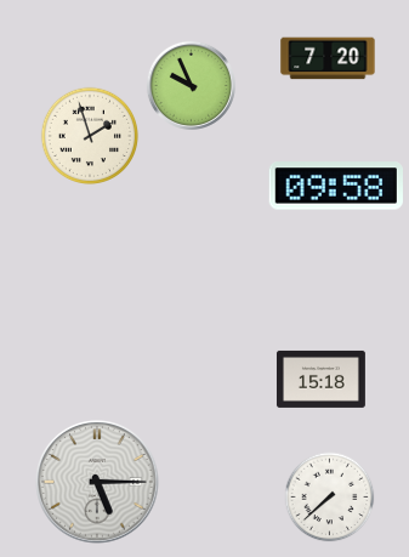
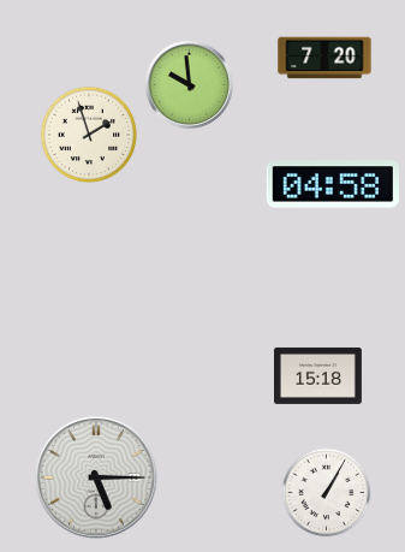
clock at (191, 85): 9:56 -> 9:59
clock at (335, 186): 09:58 -> 04:58
clock at (330, 498): 7:38 -> 1:05
